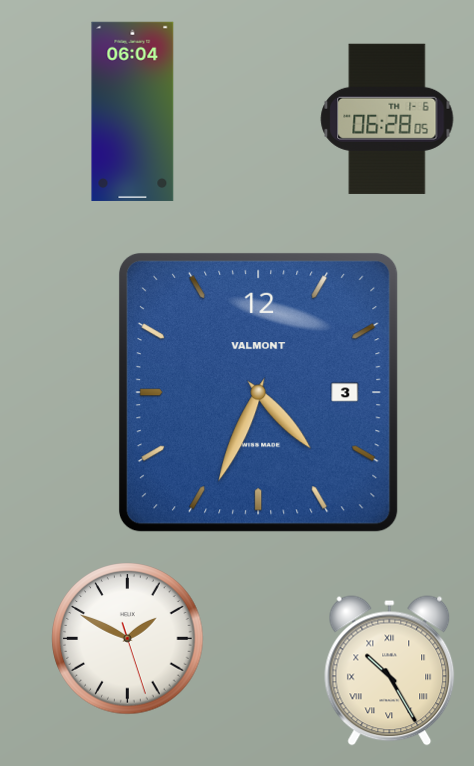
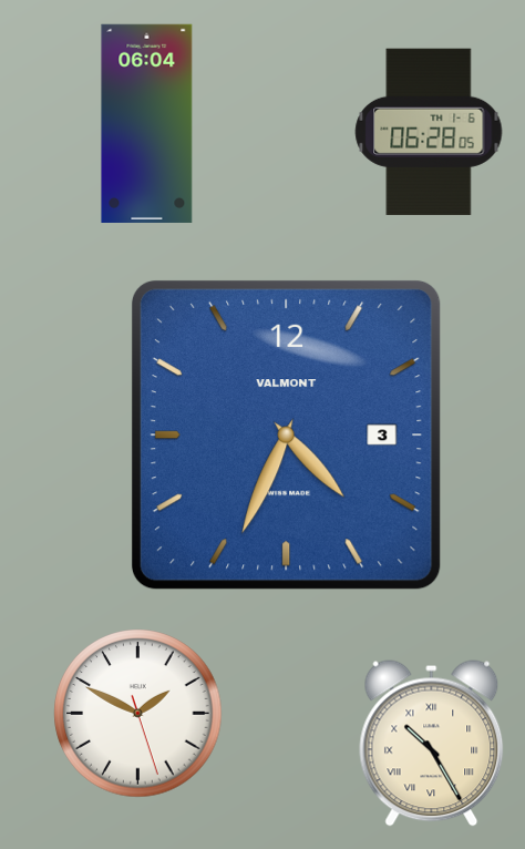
clock at (128, 639) position: (128, 639) -> (138, 714)
